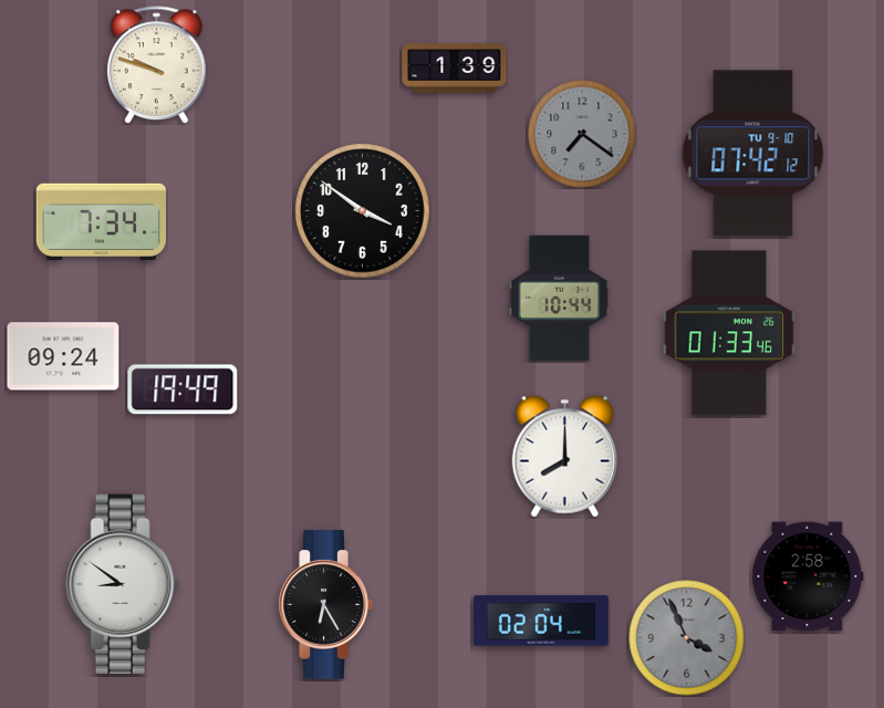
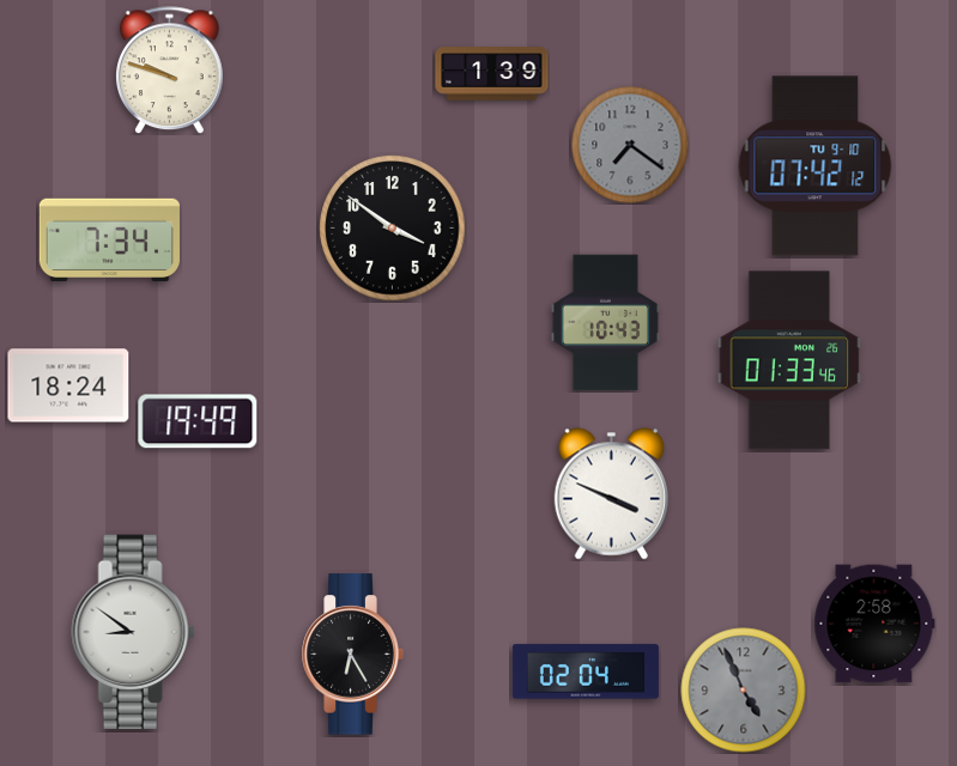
clock at (559, 299): 10:44 -> 10:43
clock at (63, 356): 09:24 -> 18:24
clock at (564, 457): 8:00 -> 3:49
clock at (687, 638): 3:56 -> 4:56
